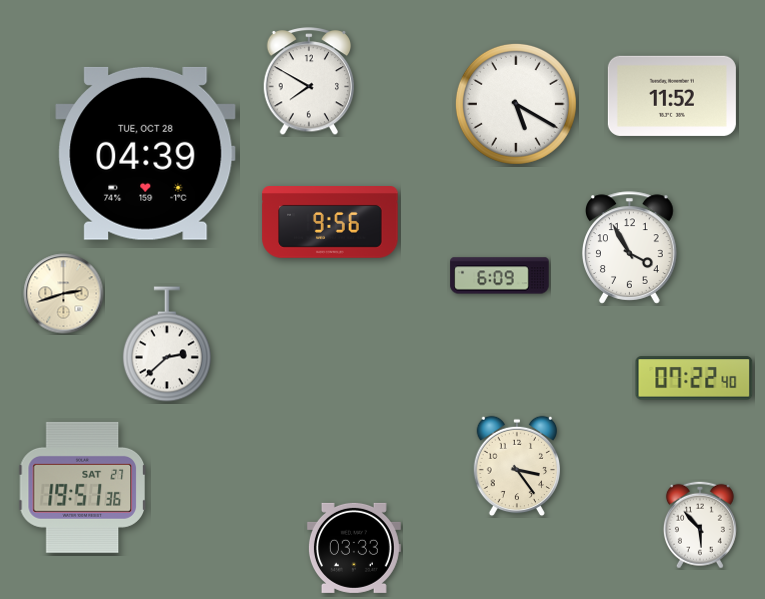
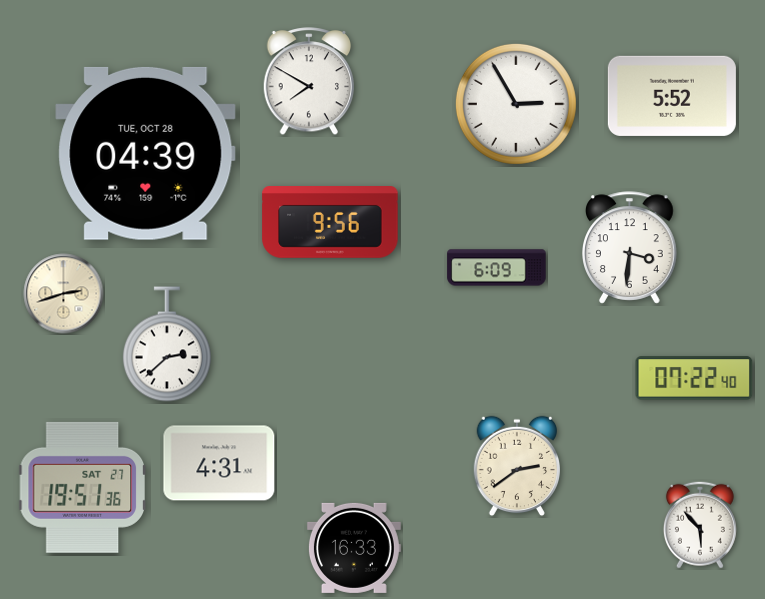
clock at (672, 96): 11:52 -> 5:52
clock at (516, 104): 5:20 -> 2:55
clock at (630, 248): 3:55 -> 3:31
clock at (500, 276) position: (500, 276) -> (497, 268)
clock at (219, 463): none -> 4:31
clock at (516, 466): 3:24 -> 2:39
clock at (354, 548): 03:33 -> 16:33
